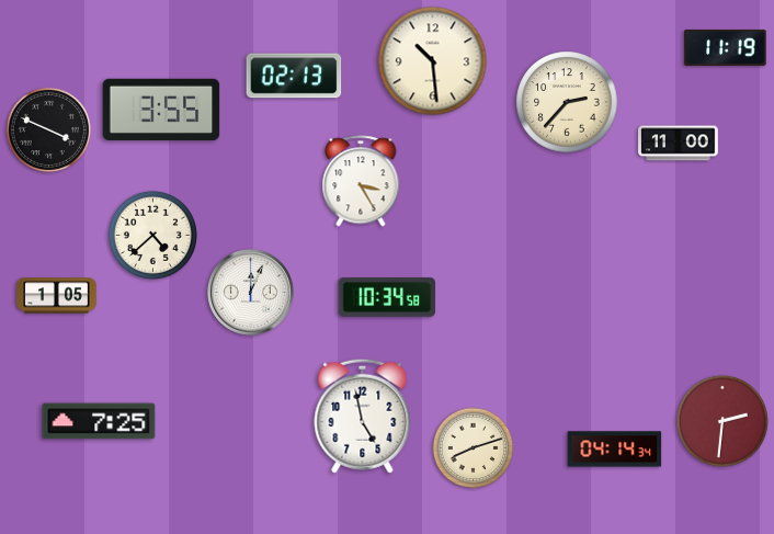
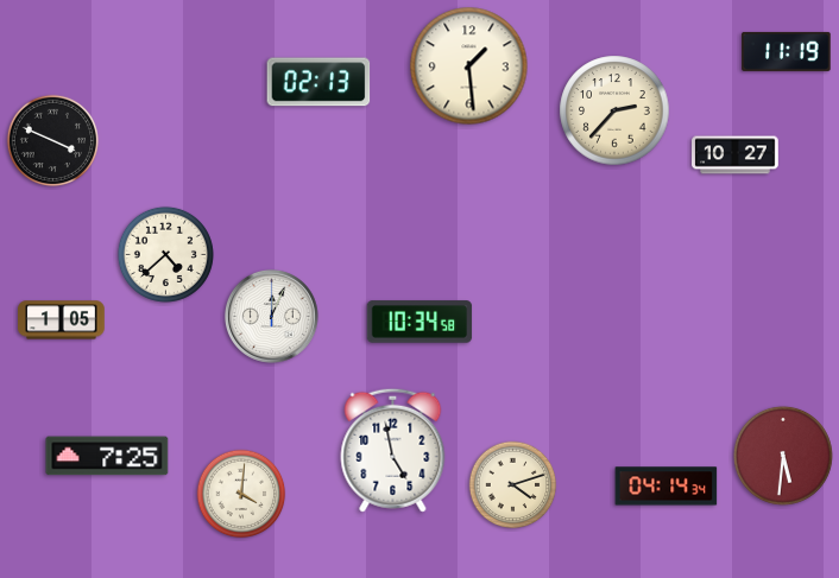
clock at (433, 61): 10:29 -> 1:29
clock at (161, 110): 3:55 -> none
clock at (679, 144): 11:00 -> 10:27
clock at (361, 181): 3:25 -> none
clock at (722, 421): 2:31 -> 5:31
clock at (474, 448): 8:12 -> 4:12
clock at (241, 494): none -> 4:01
